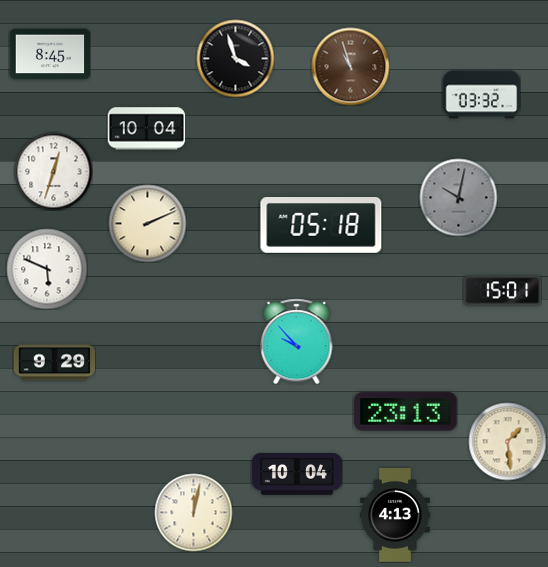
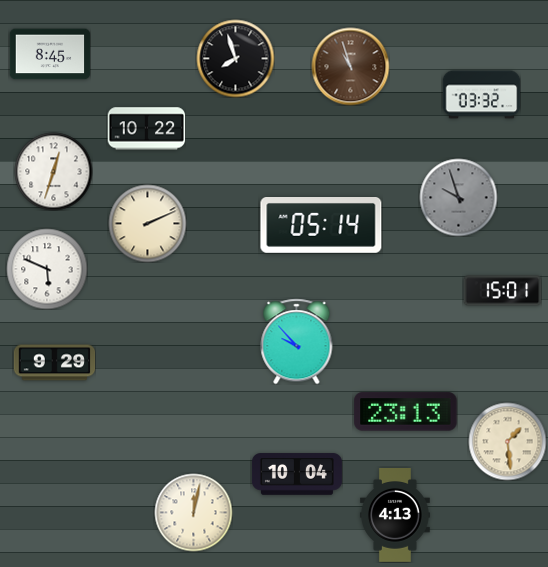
clock at (235, 58): 3:57 -> 7:57
clock at (146, 129): 10:04 -> 10:22
clock at (458, 197): 10:02 -> 9:57
clock at (321, 226): 05:18 -> 05:14
